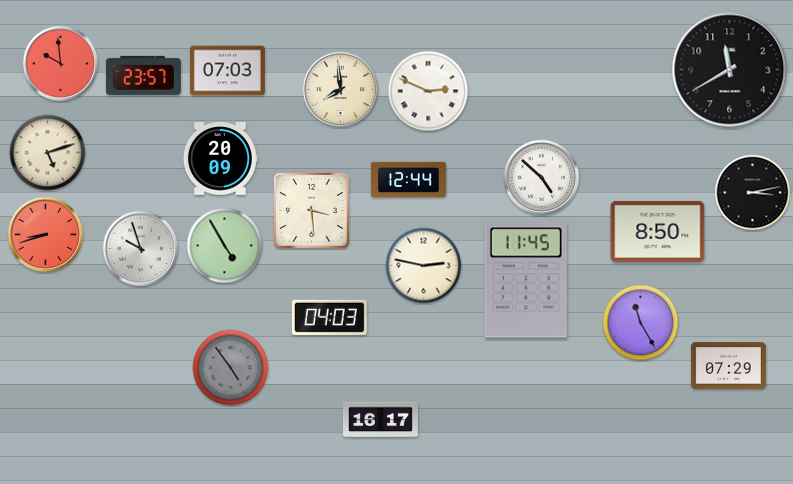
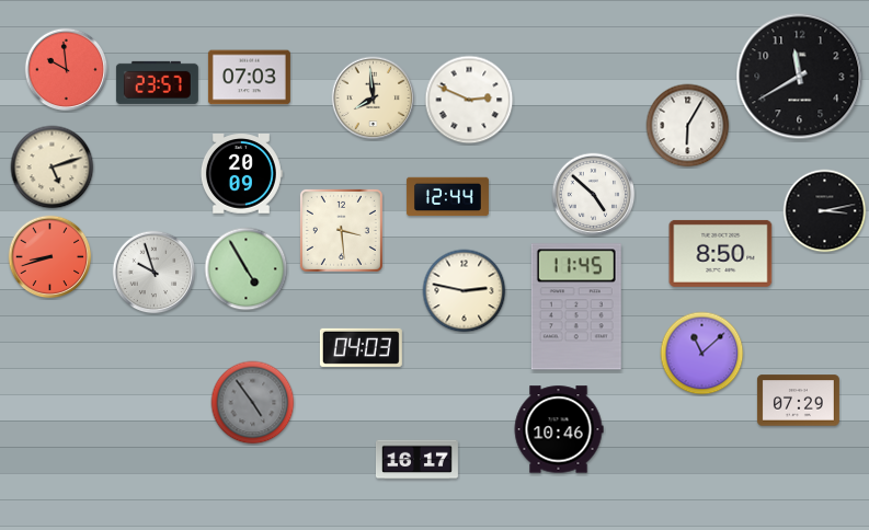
clock at (688, 126): none -> 6:05
clock at (641, 323): 11:25 -> 11:08
clock at (559, 429): none -> 10:46
